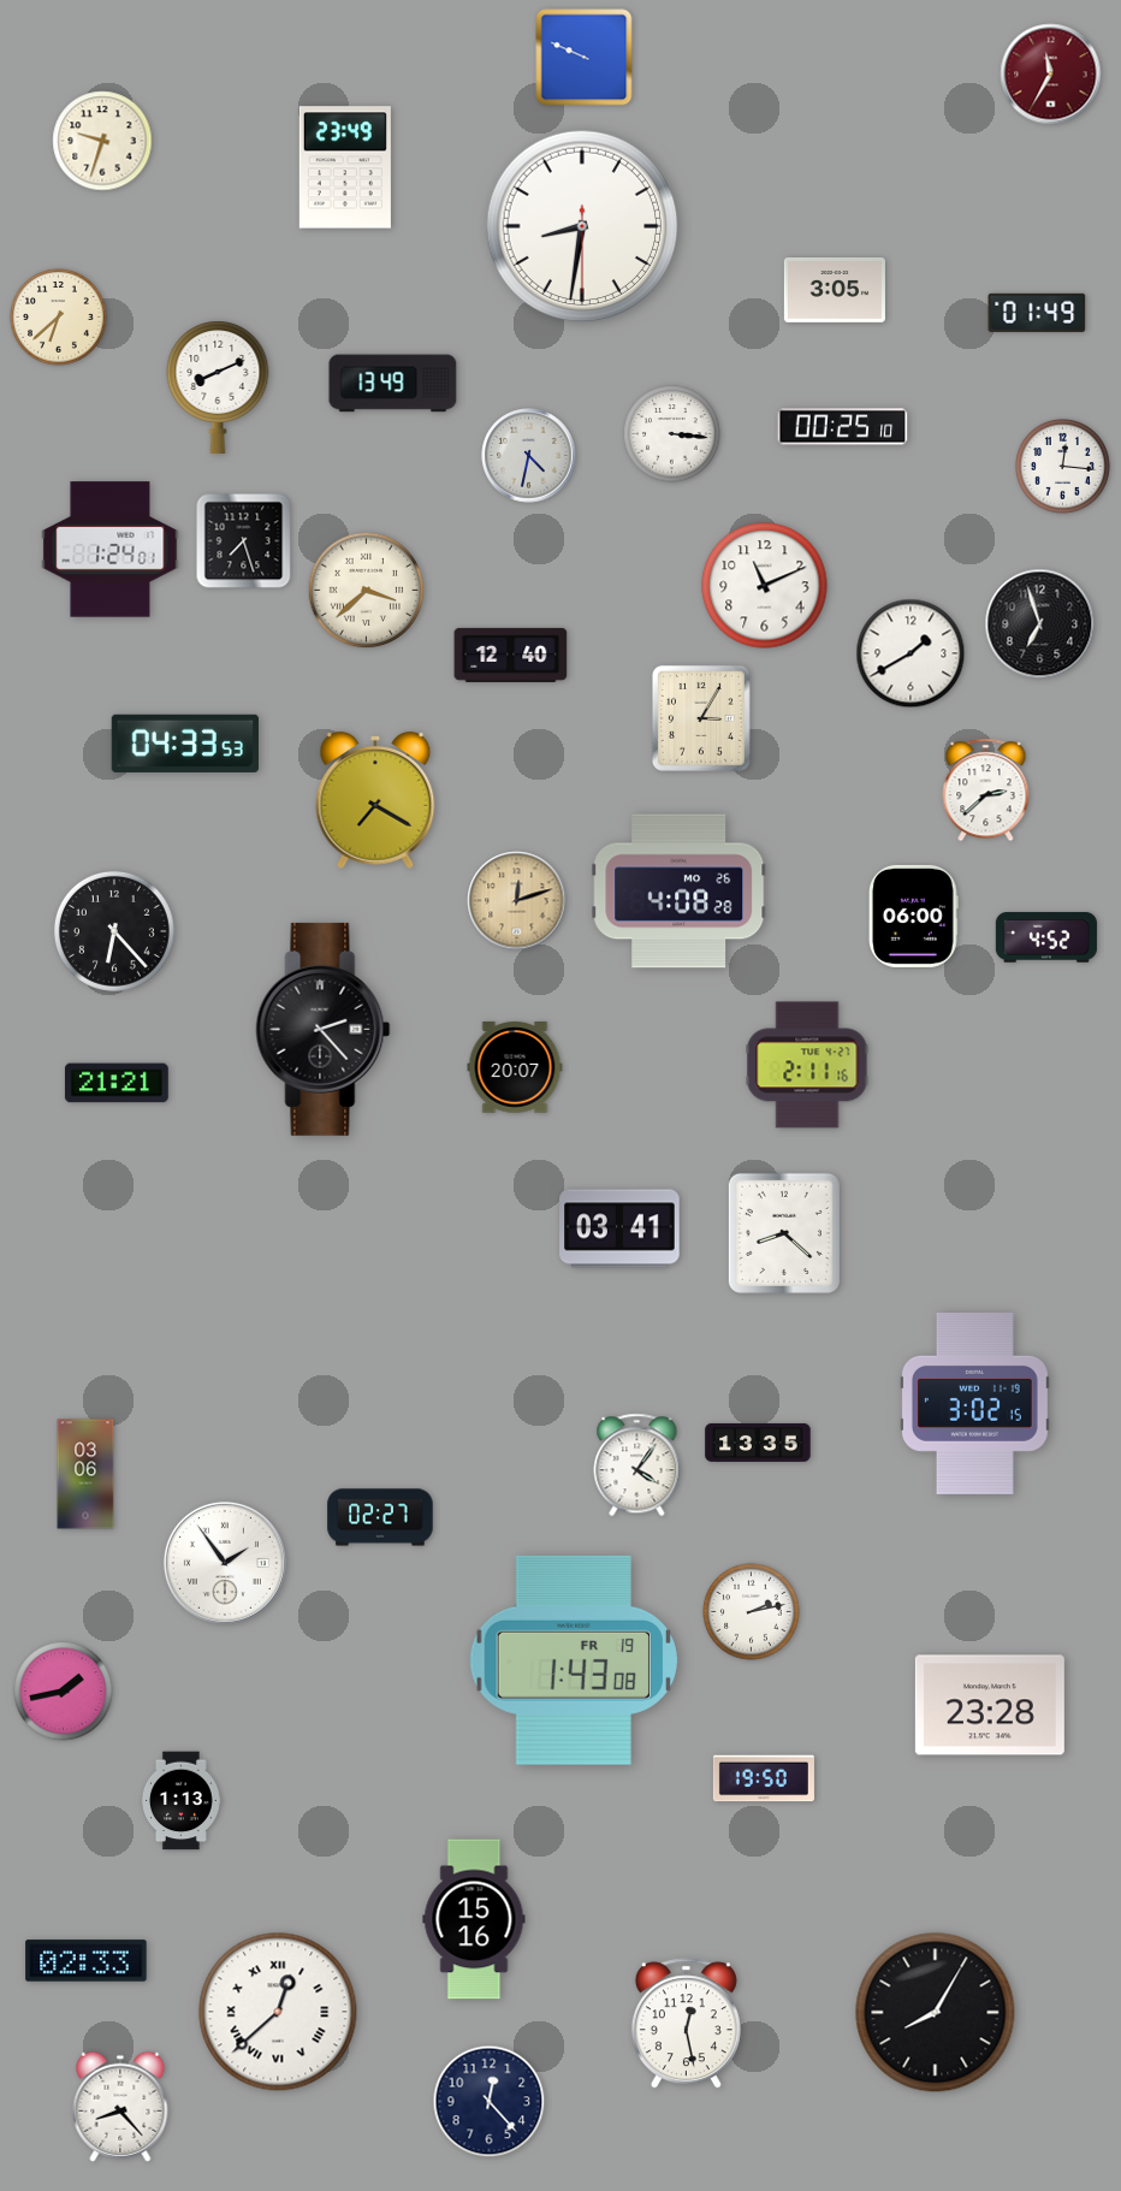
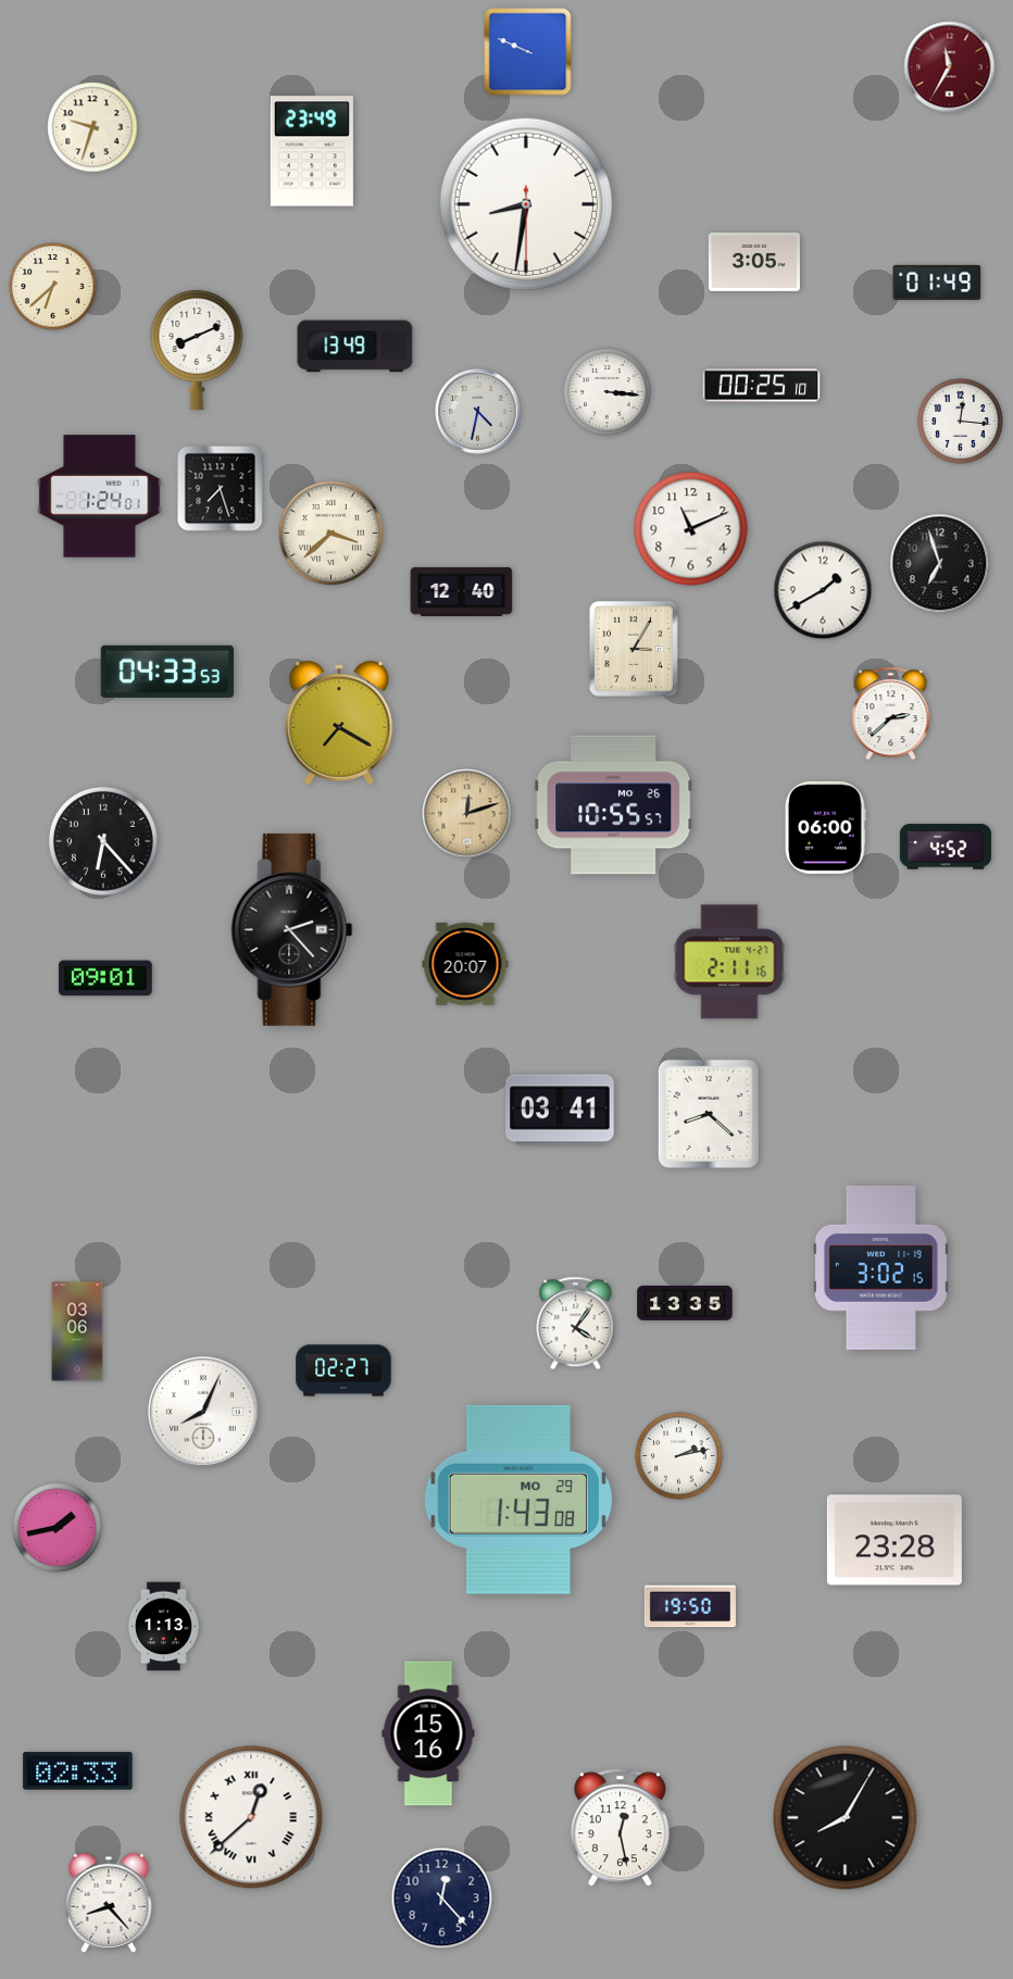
clock at (680, 892): 4:08 -> 10:55
clock at (117, 1083): 21:21 -> 09:01
clock at (225, 1563): 1:54 -> 8:04
clock at (574, 1660) date: FR 19 -> MO 29
